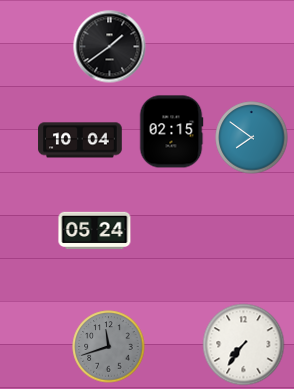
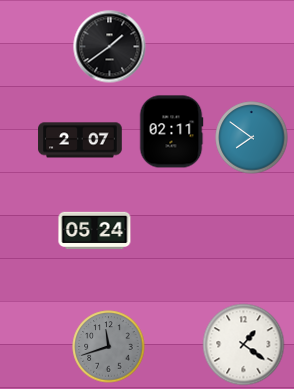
clock at (171, 132): 02:15 -> 02:11
clock at (80, 140): 10:04 -> 2:07
clock at (244, 345): 7:36 -> 1:21
